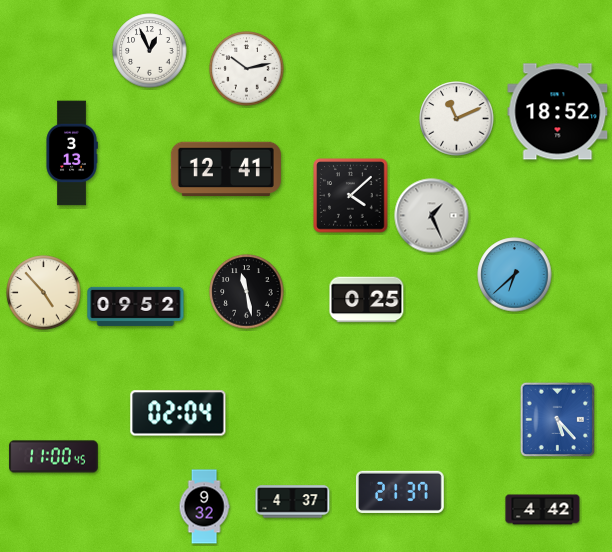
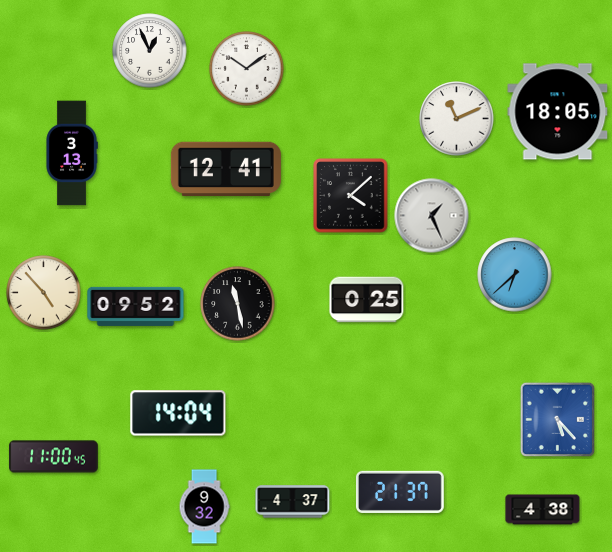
clock at (247, 69): 10:13 -> 10:09
clock at (558, 112): 18:52 -> 18:05
clock at (247, 292) position: (247, 292) -> (238, 304)
clock at (178, 413): 02:04 -> 14:04
clock at (543, 510): 4:42 -> 4:38
